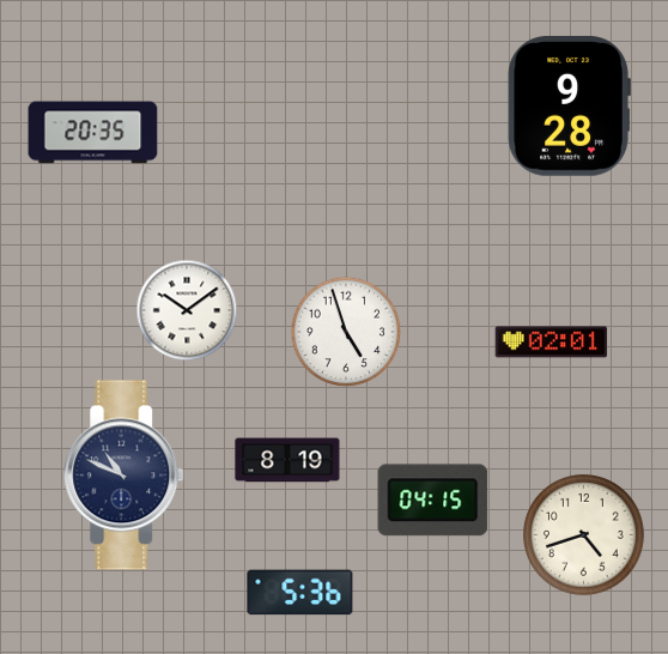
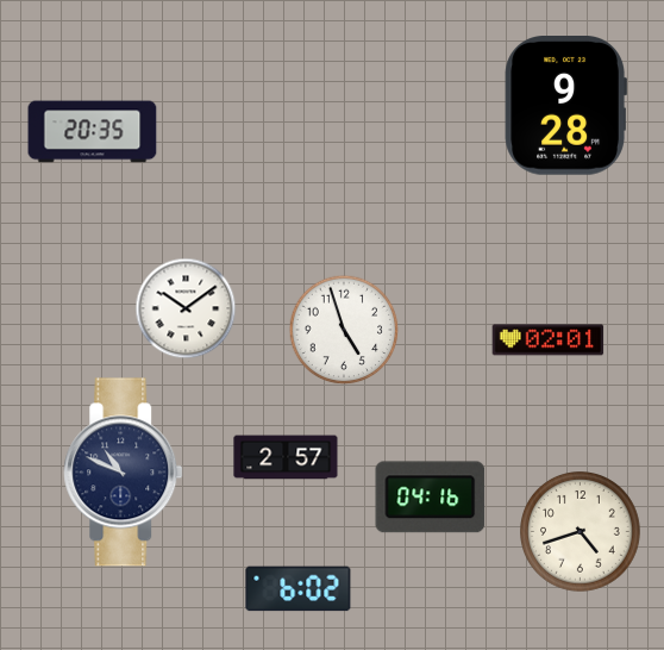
clock at (287, 460): 8:19 -> 2:57
clock at (433, 501): 04:15 -> 04:16
clock at (300, 593): 5:36 -> 6:02
